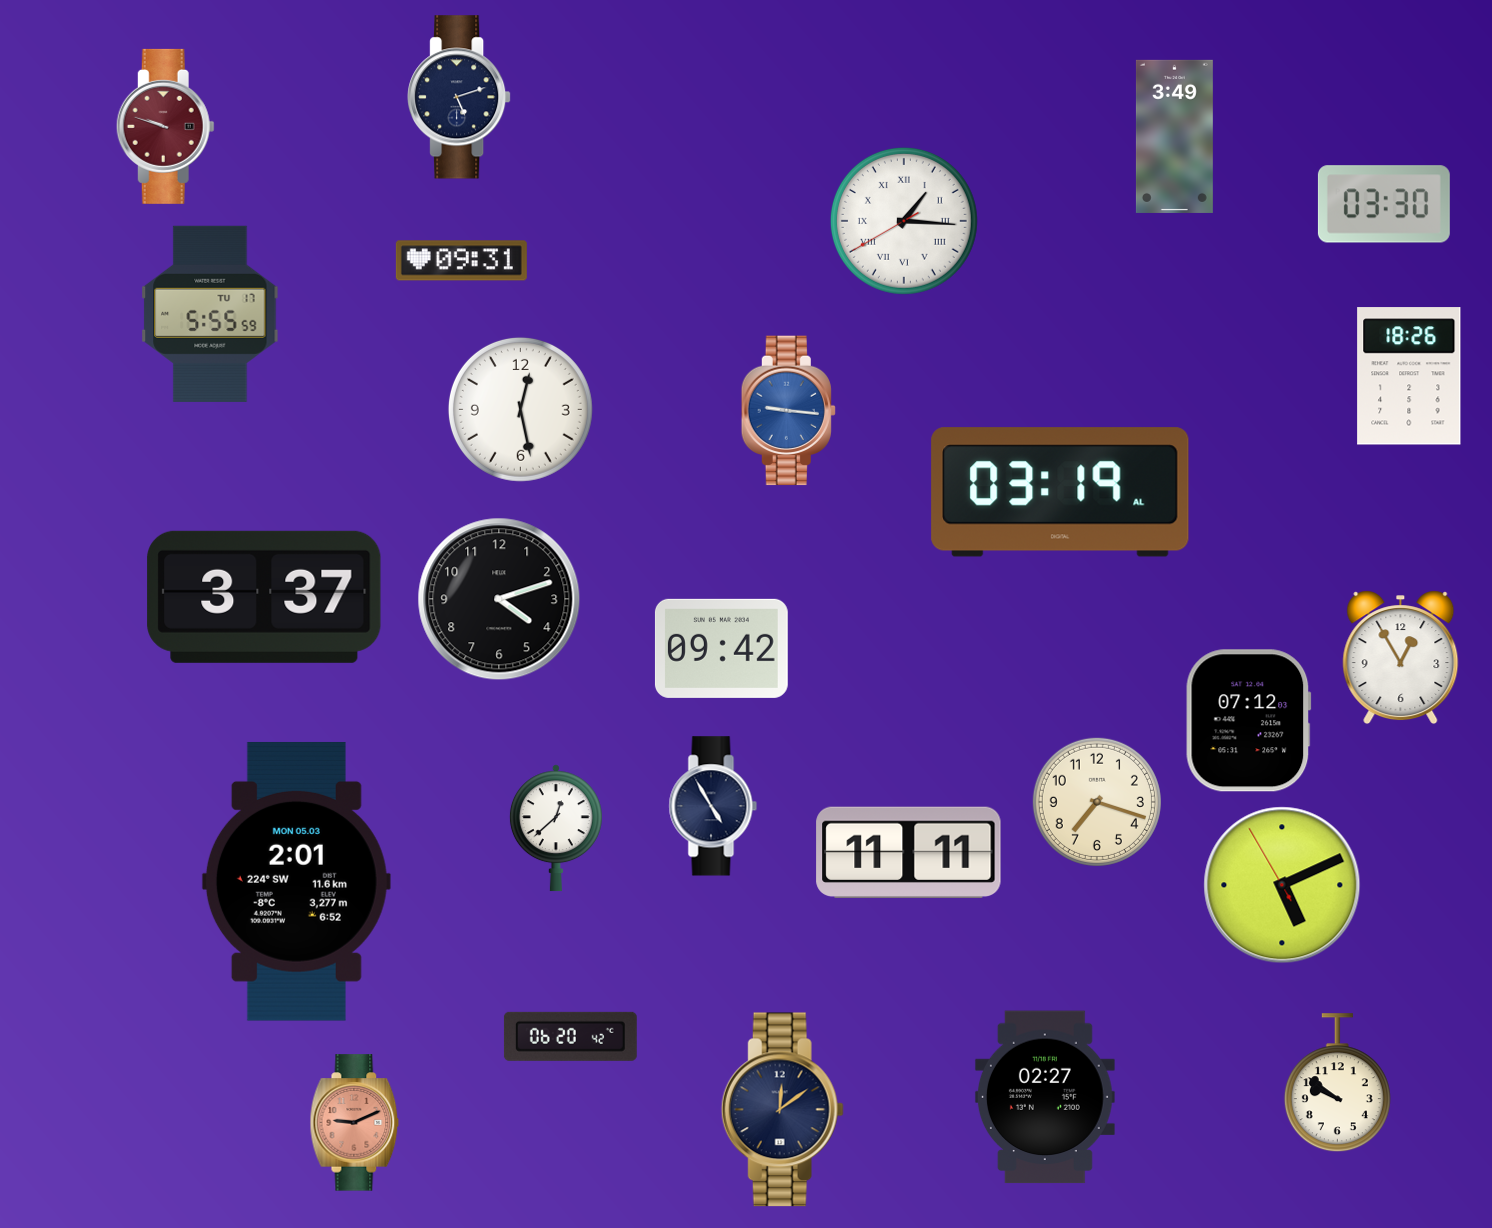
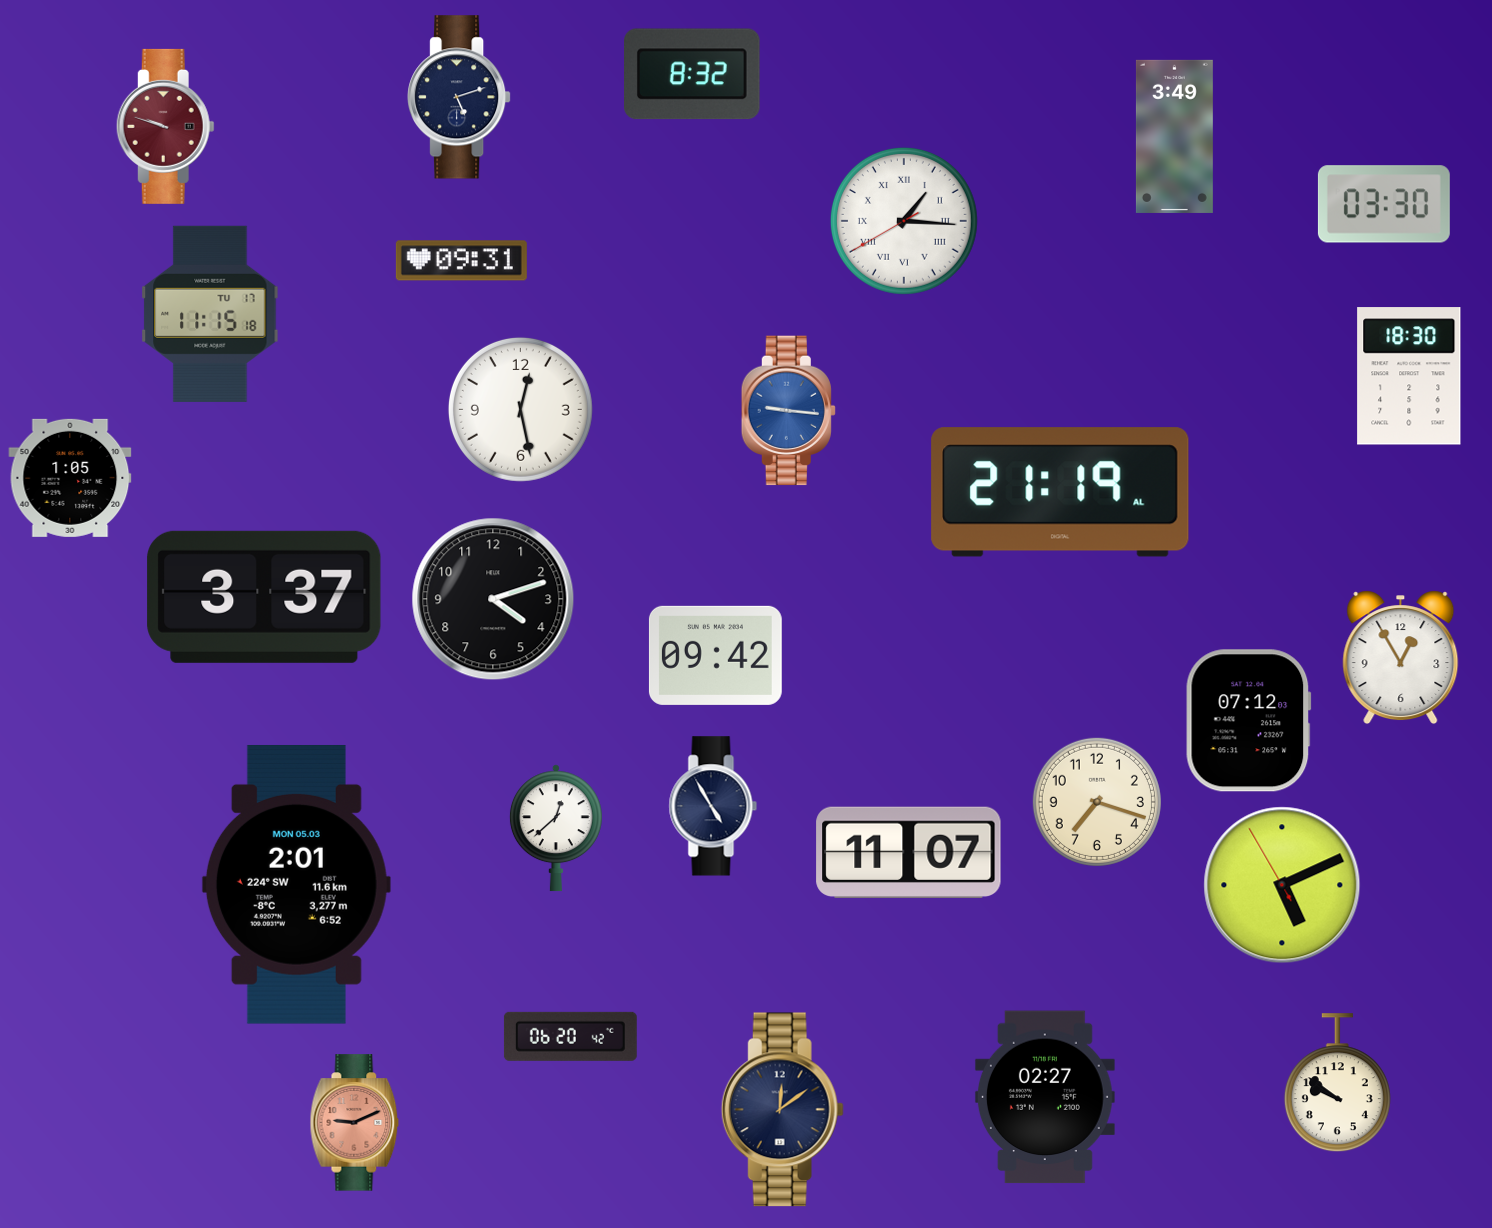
clock at (693, 74): none -> 8:32
clock at (210, 314): 5:55 -> 11:15
clock at (1409, 376): 18:26 -> 18:30
clock at (70, 478): none -> 1:05
clock at (1060, 492): 03:19 -> 21:19
clock at (499, 599) position: (499, 599) -> (493, 599)
clock at (721, 648) position: (721, 648) -> (715, 655)
clock at (909, 852): 11:11 -> 11:07
clock at (296, 881) position: (296, 881) -> (296, 884)
